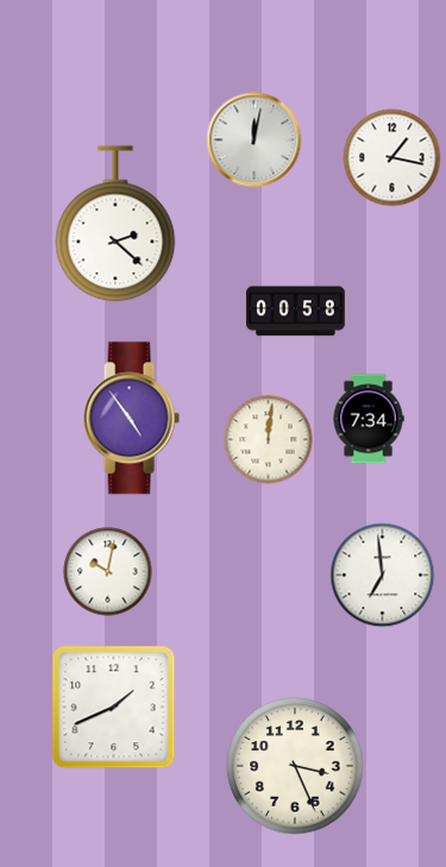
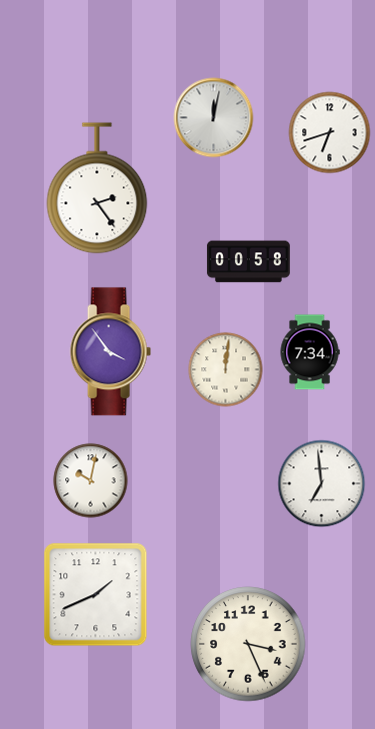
clock at (392, 158): 1:17 -> 6:42
clock at (115, 224): 2:22 -> 2:24
clock at (131, 419): 4:54 -> 3:54
